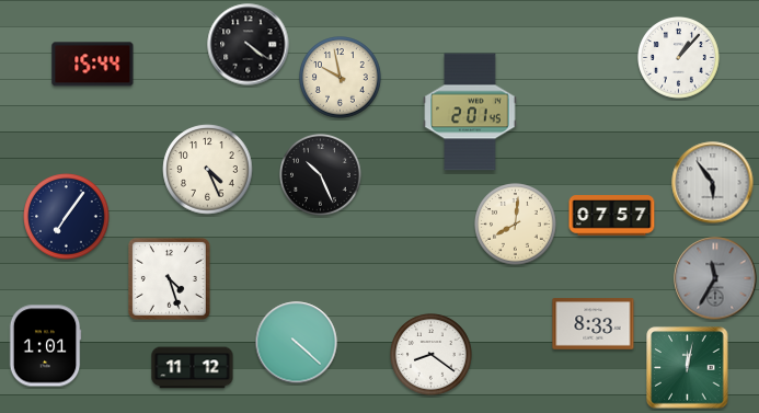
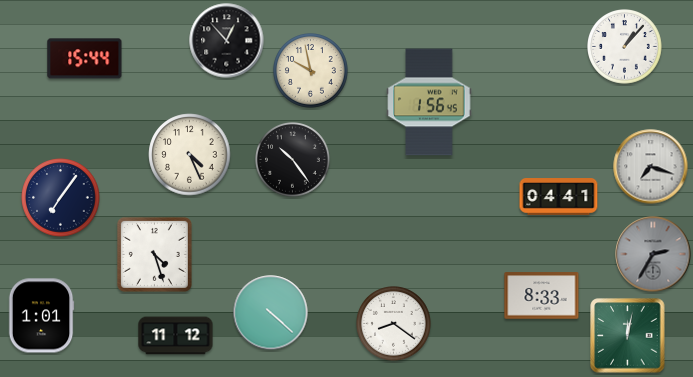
clock at (249, 45): 4:21 -> 12:53
clock at (679, 58) position: (679, 58) -> (625, 47)
clock at (470, 112): 2:01 -> 1:56
clock at (321, 175): 10:26 -> 10:24
clock at (713, 183): 5:54 -> 7:18
clock at (612, 216): 07:57 -> 04:41
clock at (516, 225): 8:01 -> none
clock at (715, 278): 11:35 -> 2:35
